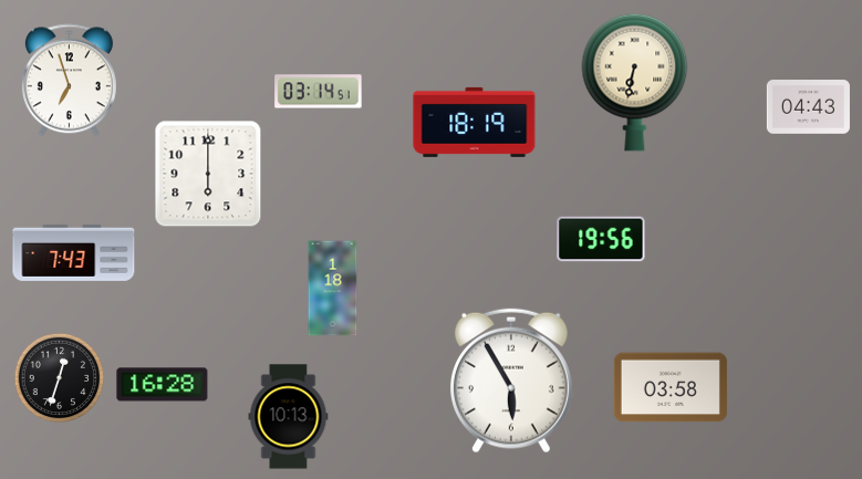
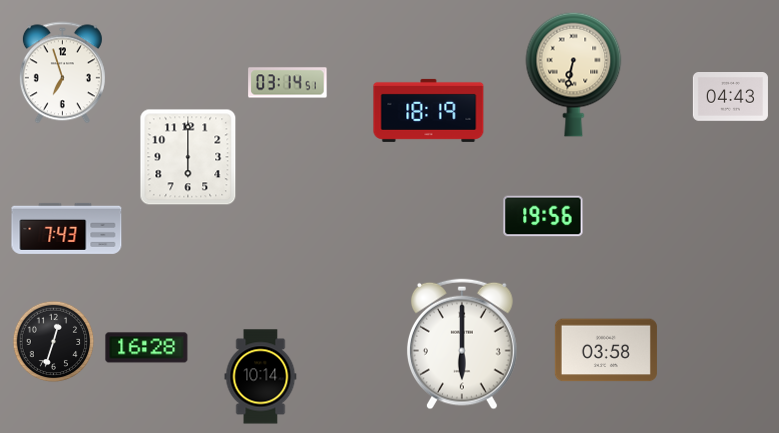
clock at (333, 289): 1:18 -> none
clock at (511, 381): 5:55 -> 6:00
clock at (289, 417): 10:13 -> 10:14
